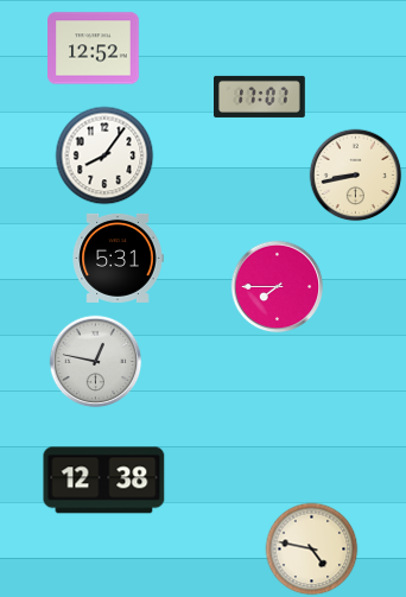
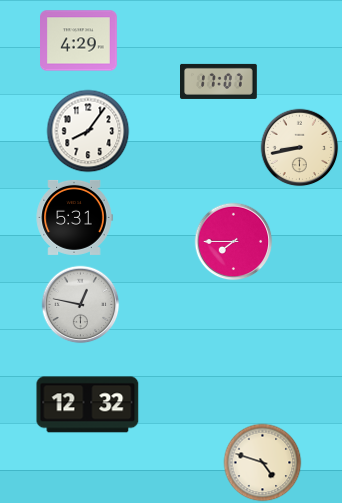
clock at (94, 49): 12:52 -> 4:29
clock at (118, 258) position: (118, 258) -> (74, 217)
clock at (104, 481): 12:38 -> 12:32
clock at (311, 548): 4:47 -> 4:48
